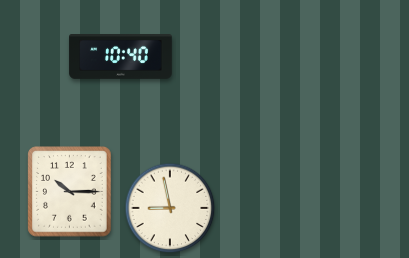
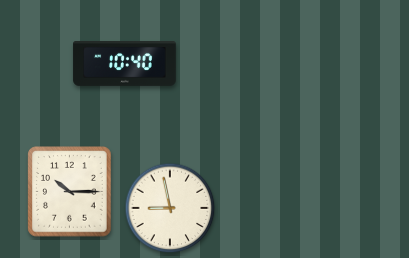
clock at (121, 57) position: (121, 57) -> (125, 64)
